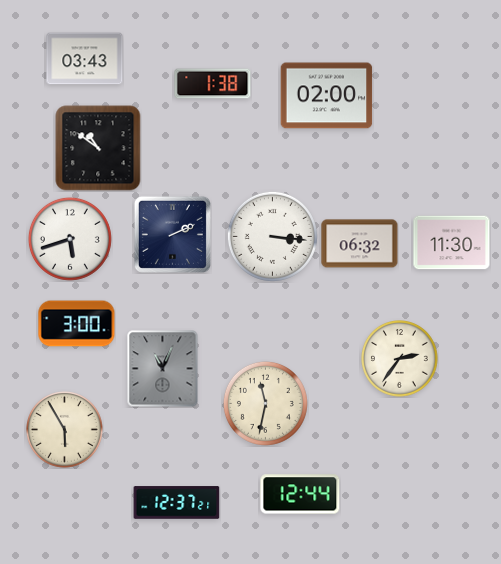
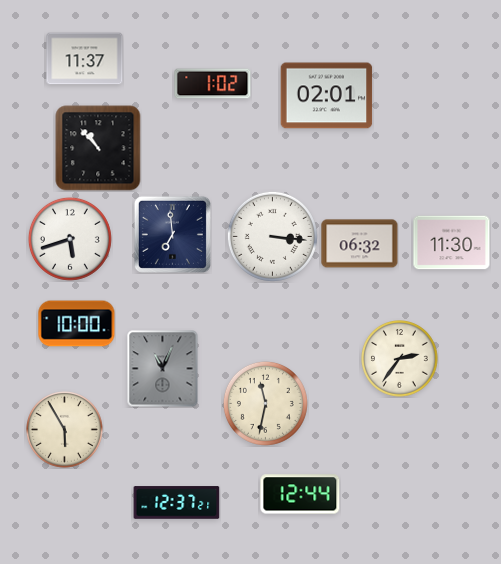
clock at (85, 59): 03:43 -> 11:37
clock at (213, 84): 1:38 -> 1:02
clock at (327, 96): 02:00 -> 02:01
clock at (98, 148): 10:51 -> 10:53
clock at (172, 234): 2:11 -> 6:59
clock at (77, 324): 3:00 -> 10:00
